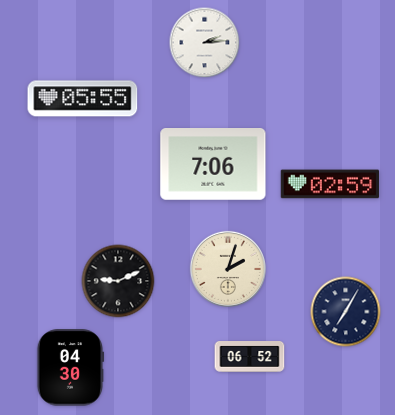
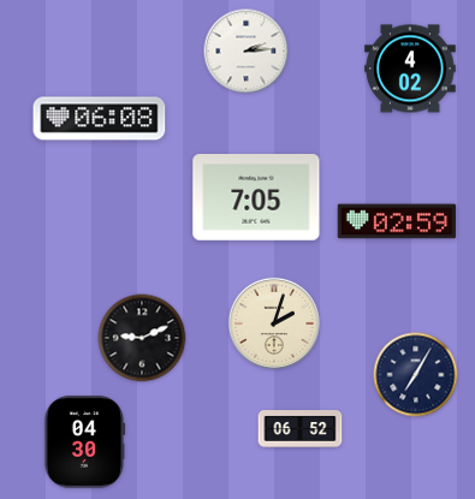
clock at (410, 69): none -> 4:02
clock at (83, 99): 05:55 -> 06:08
clock at (213, 165): 7:06 -> 7:05
